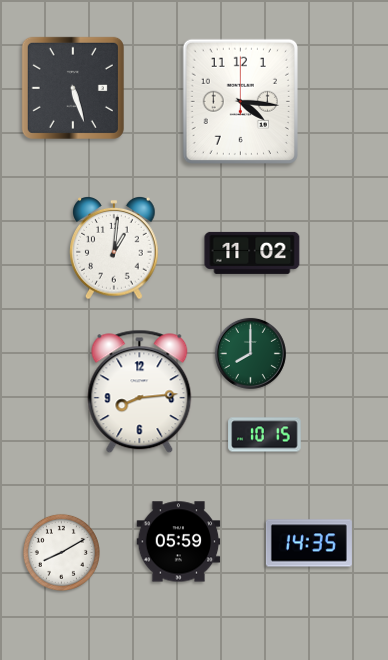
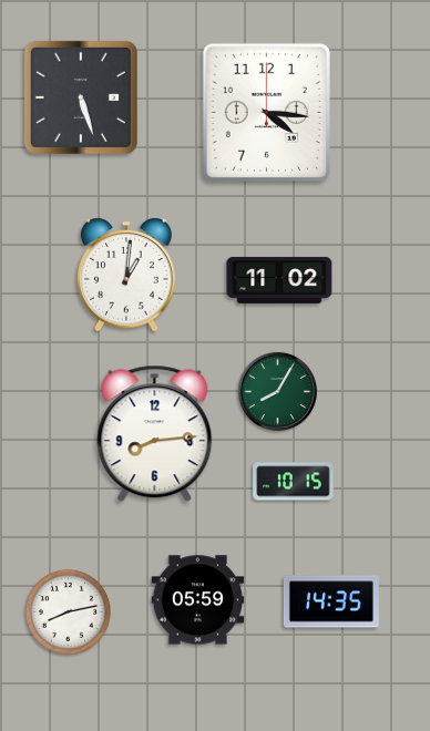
clock at (250, 353): 8:00 -> 8:05
clock at (309, 543) position: (309, 543) -> (331, 601)
clock at (61, 552): 8:10 -> 8:13
